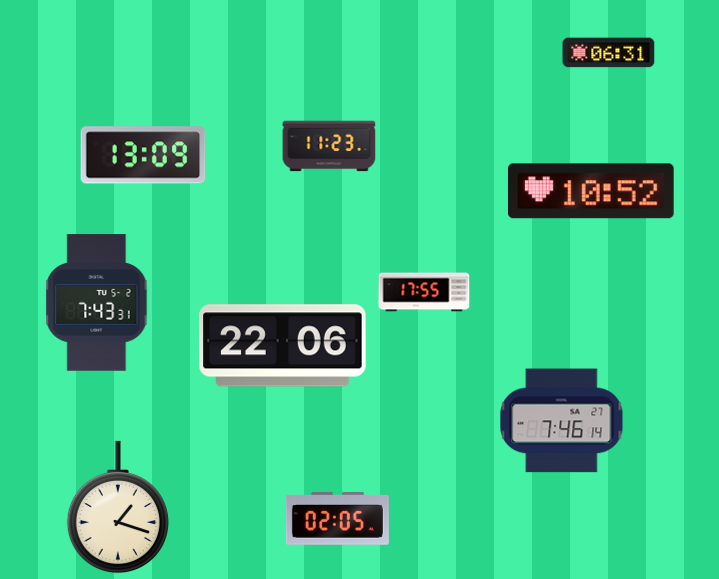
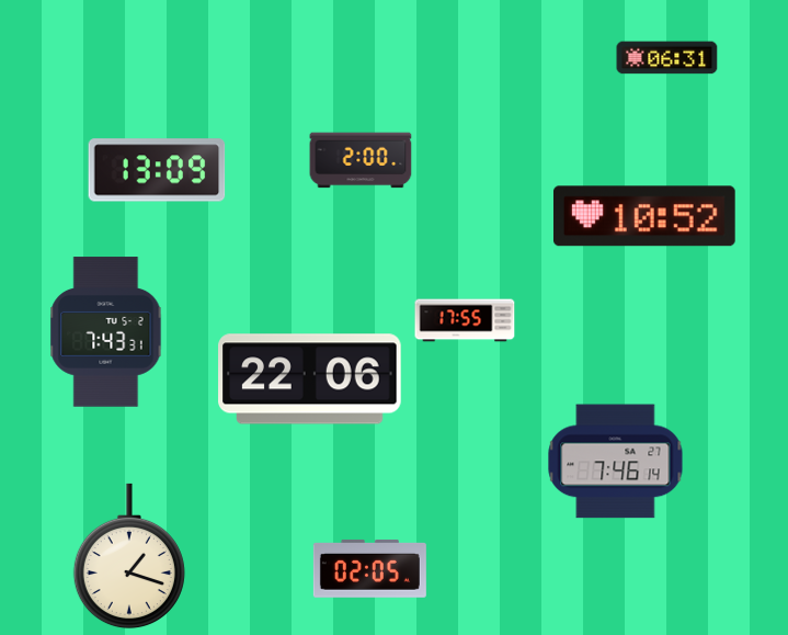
clock at (329, 146): 11:23 -> 2:00
clock at (591, 191) position: (591, 191) -> (644, 216)
